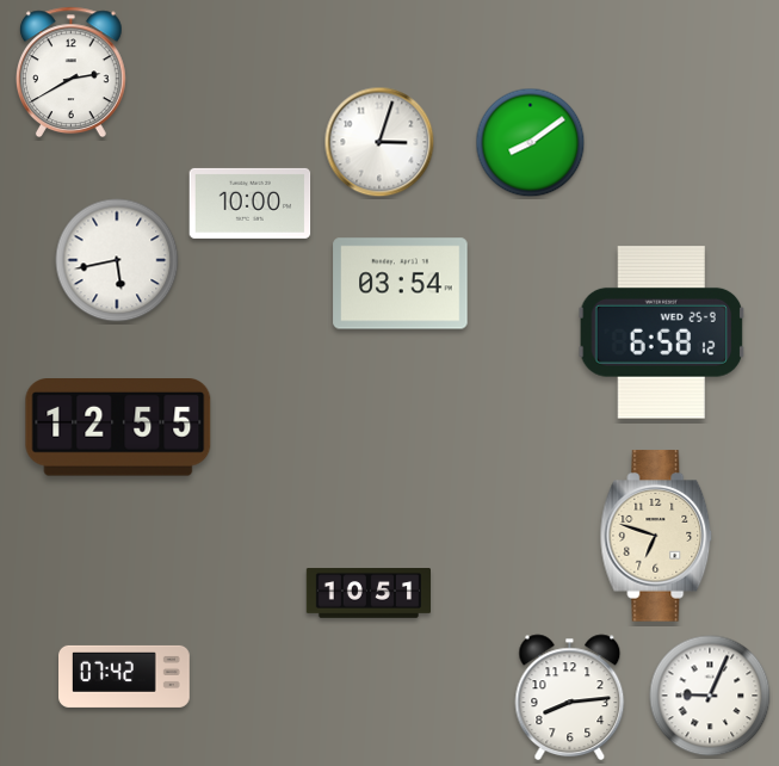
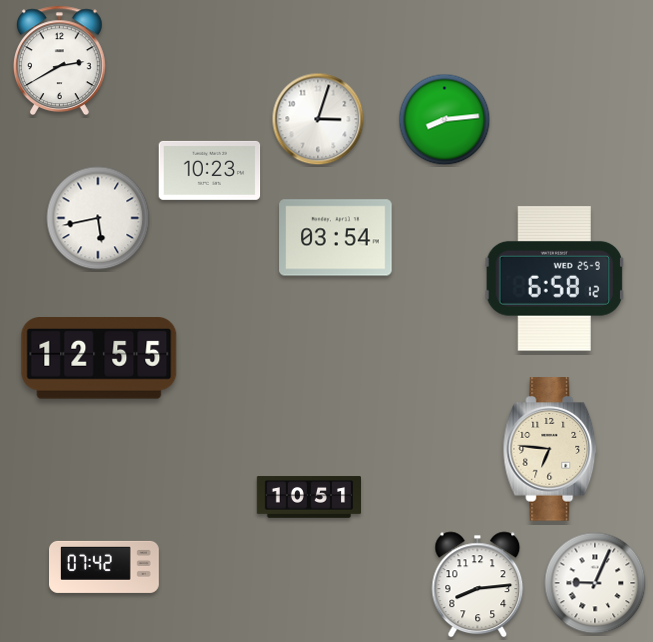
clock at (531, 143): 8:09 -> 8:14
clock at (251, 203): 10:00 -> 10:23
clock at (656, 536): 6:48 -> 6:46
